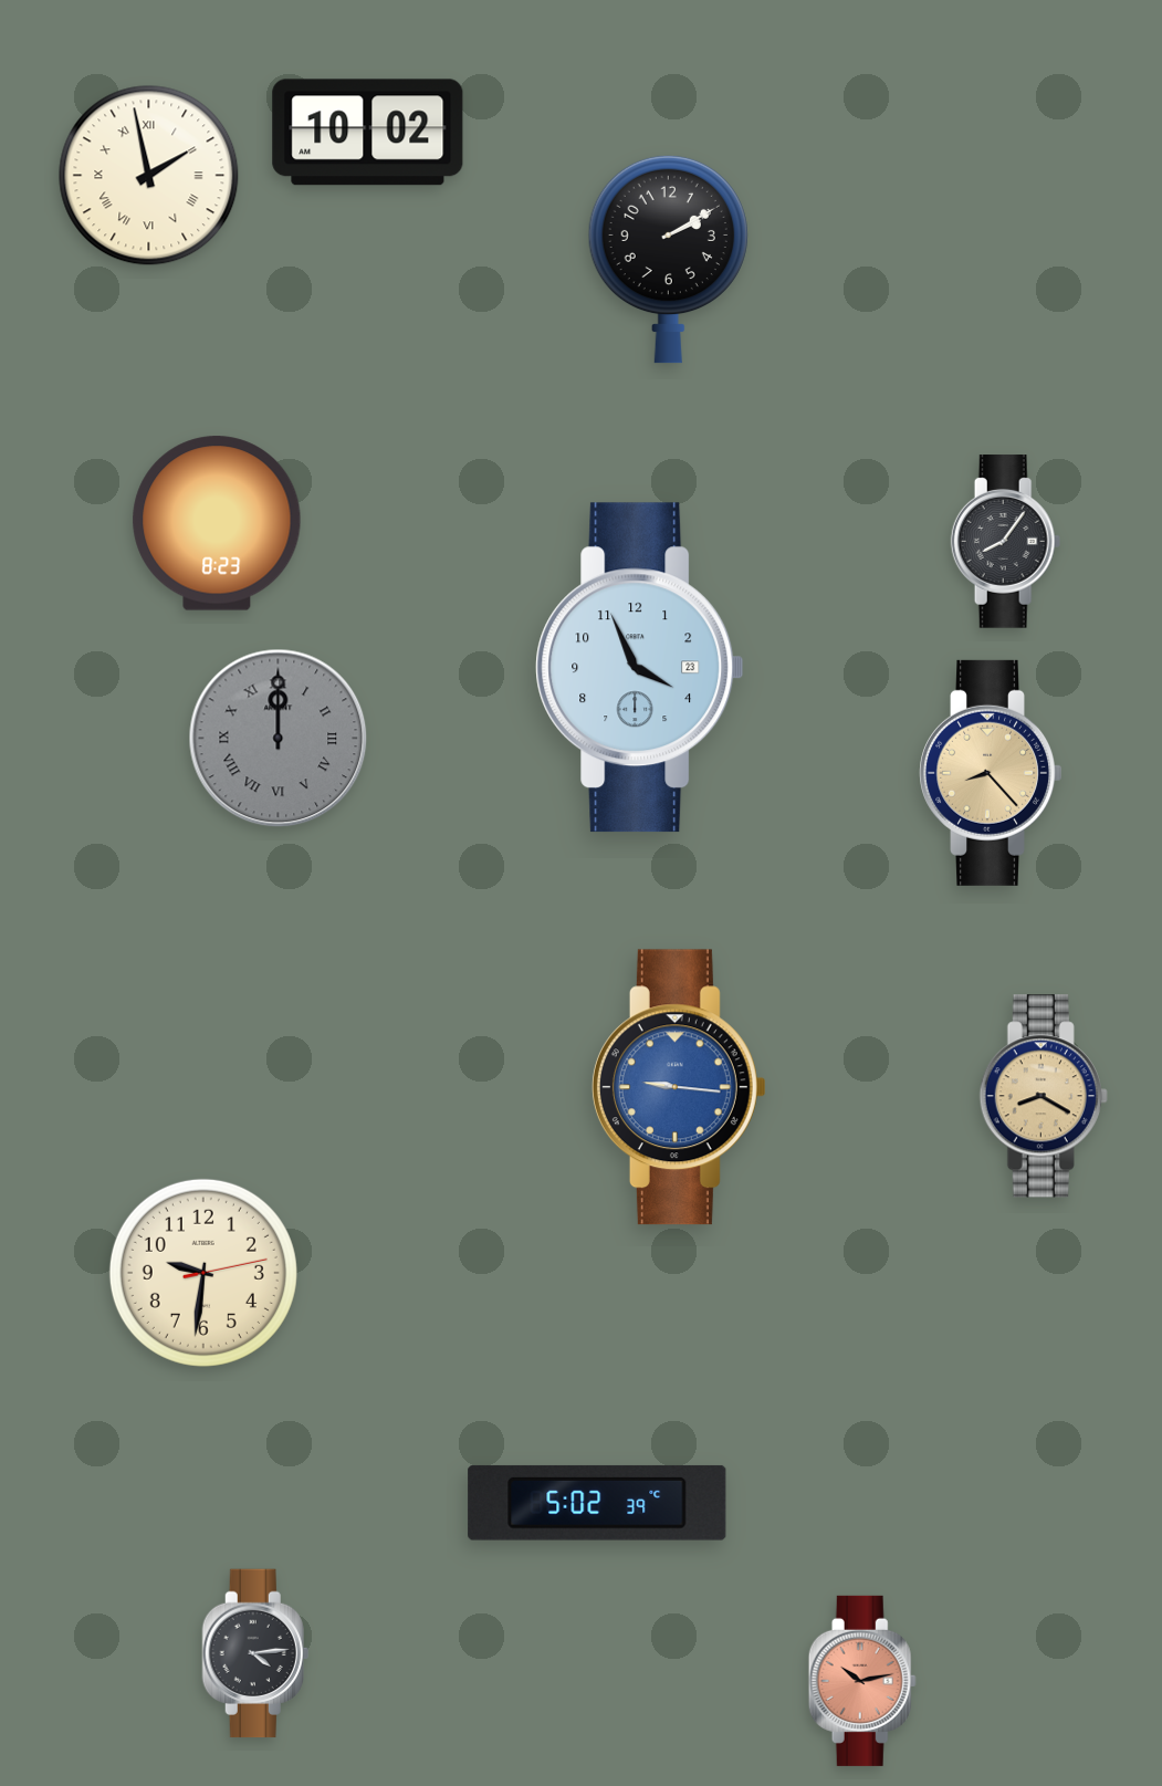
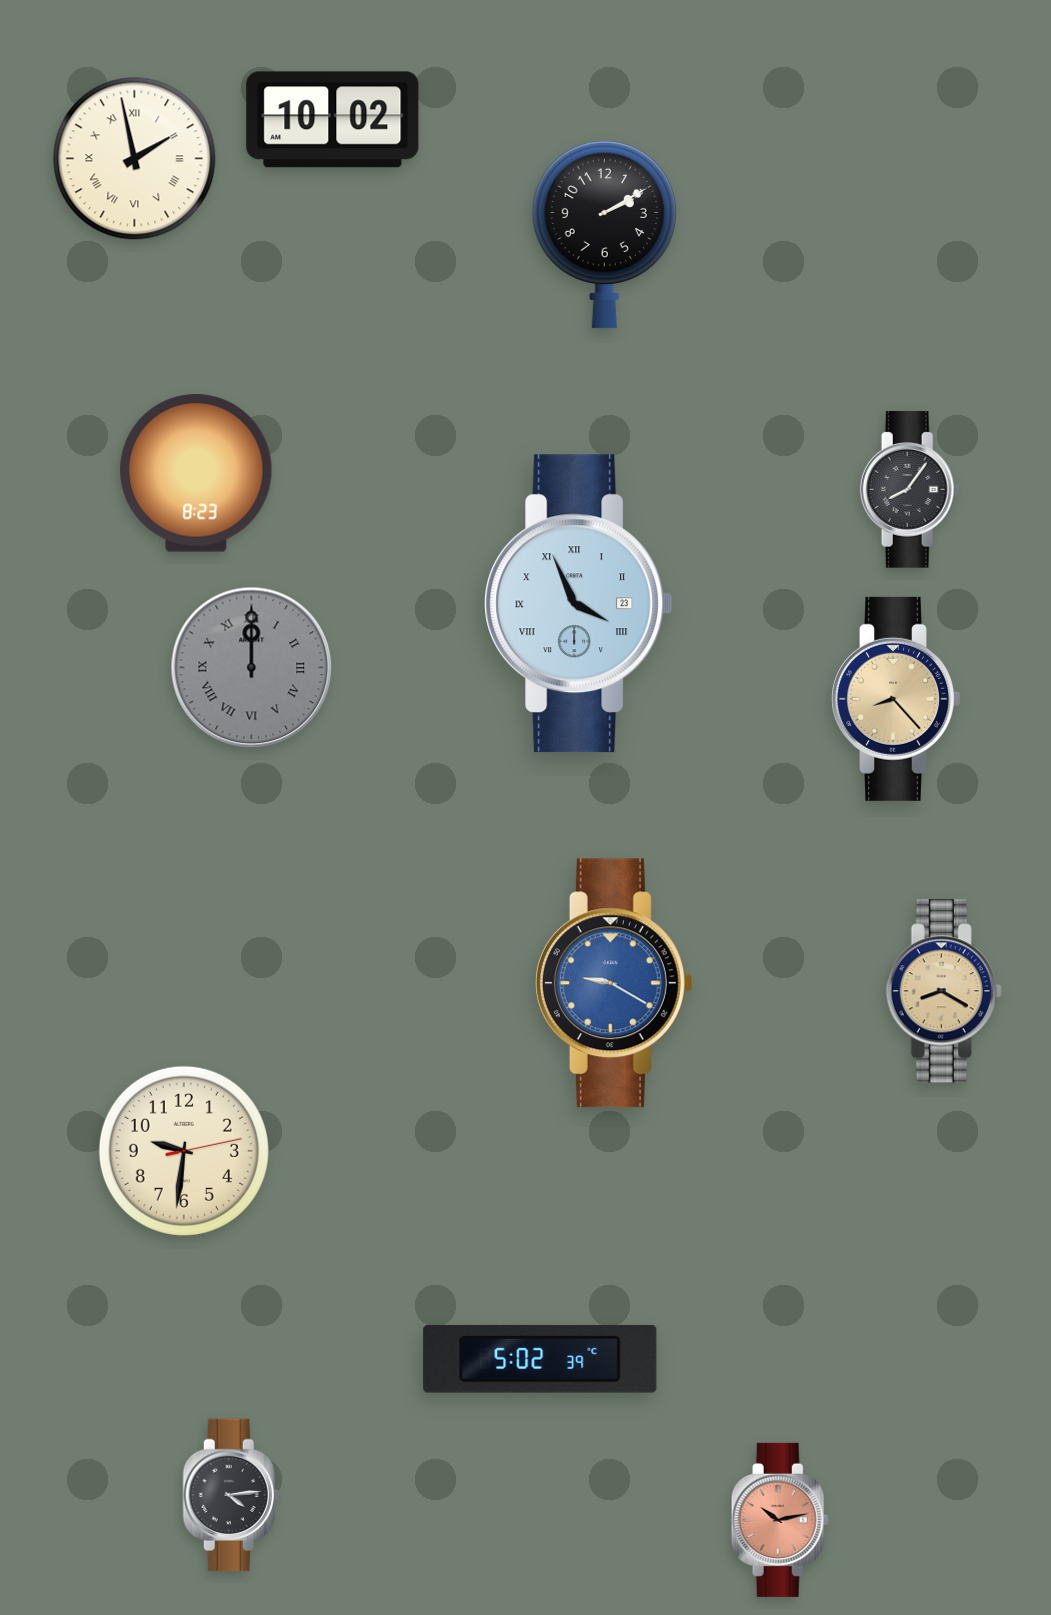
clock at (640, 668) numerals: Arabic -> Roman
clock at (679, 1087): 9:16 -> 9:20
